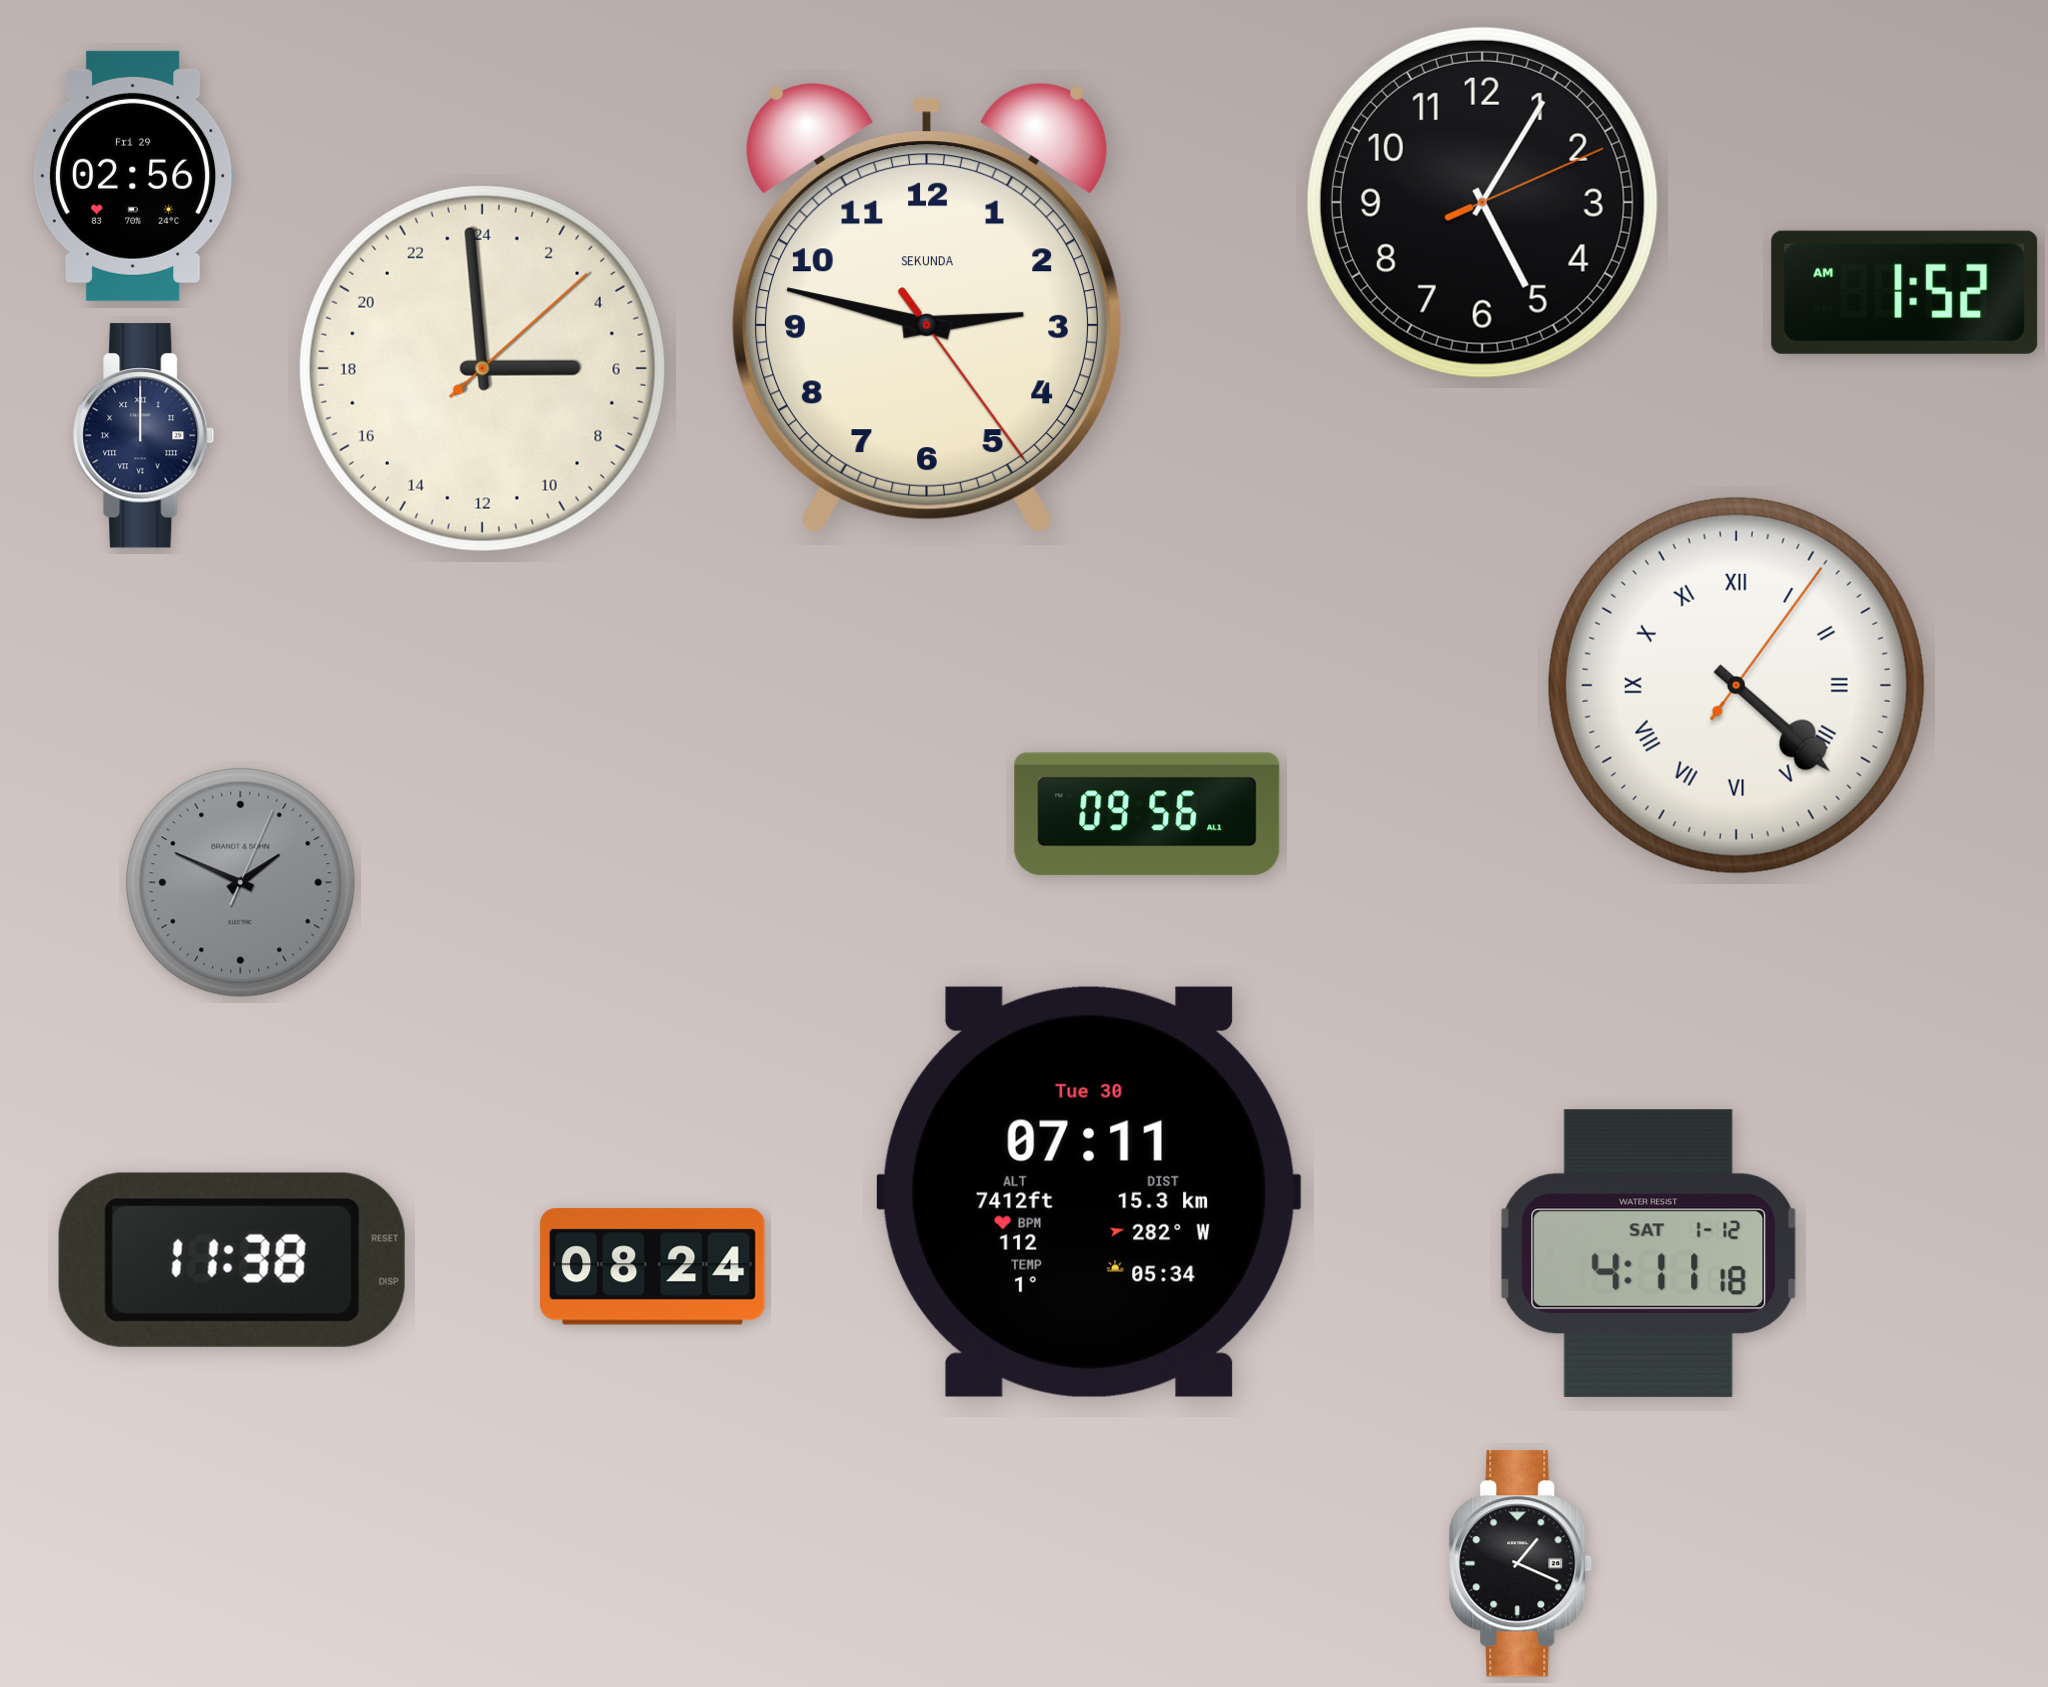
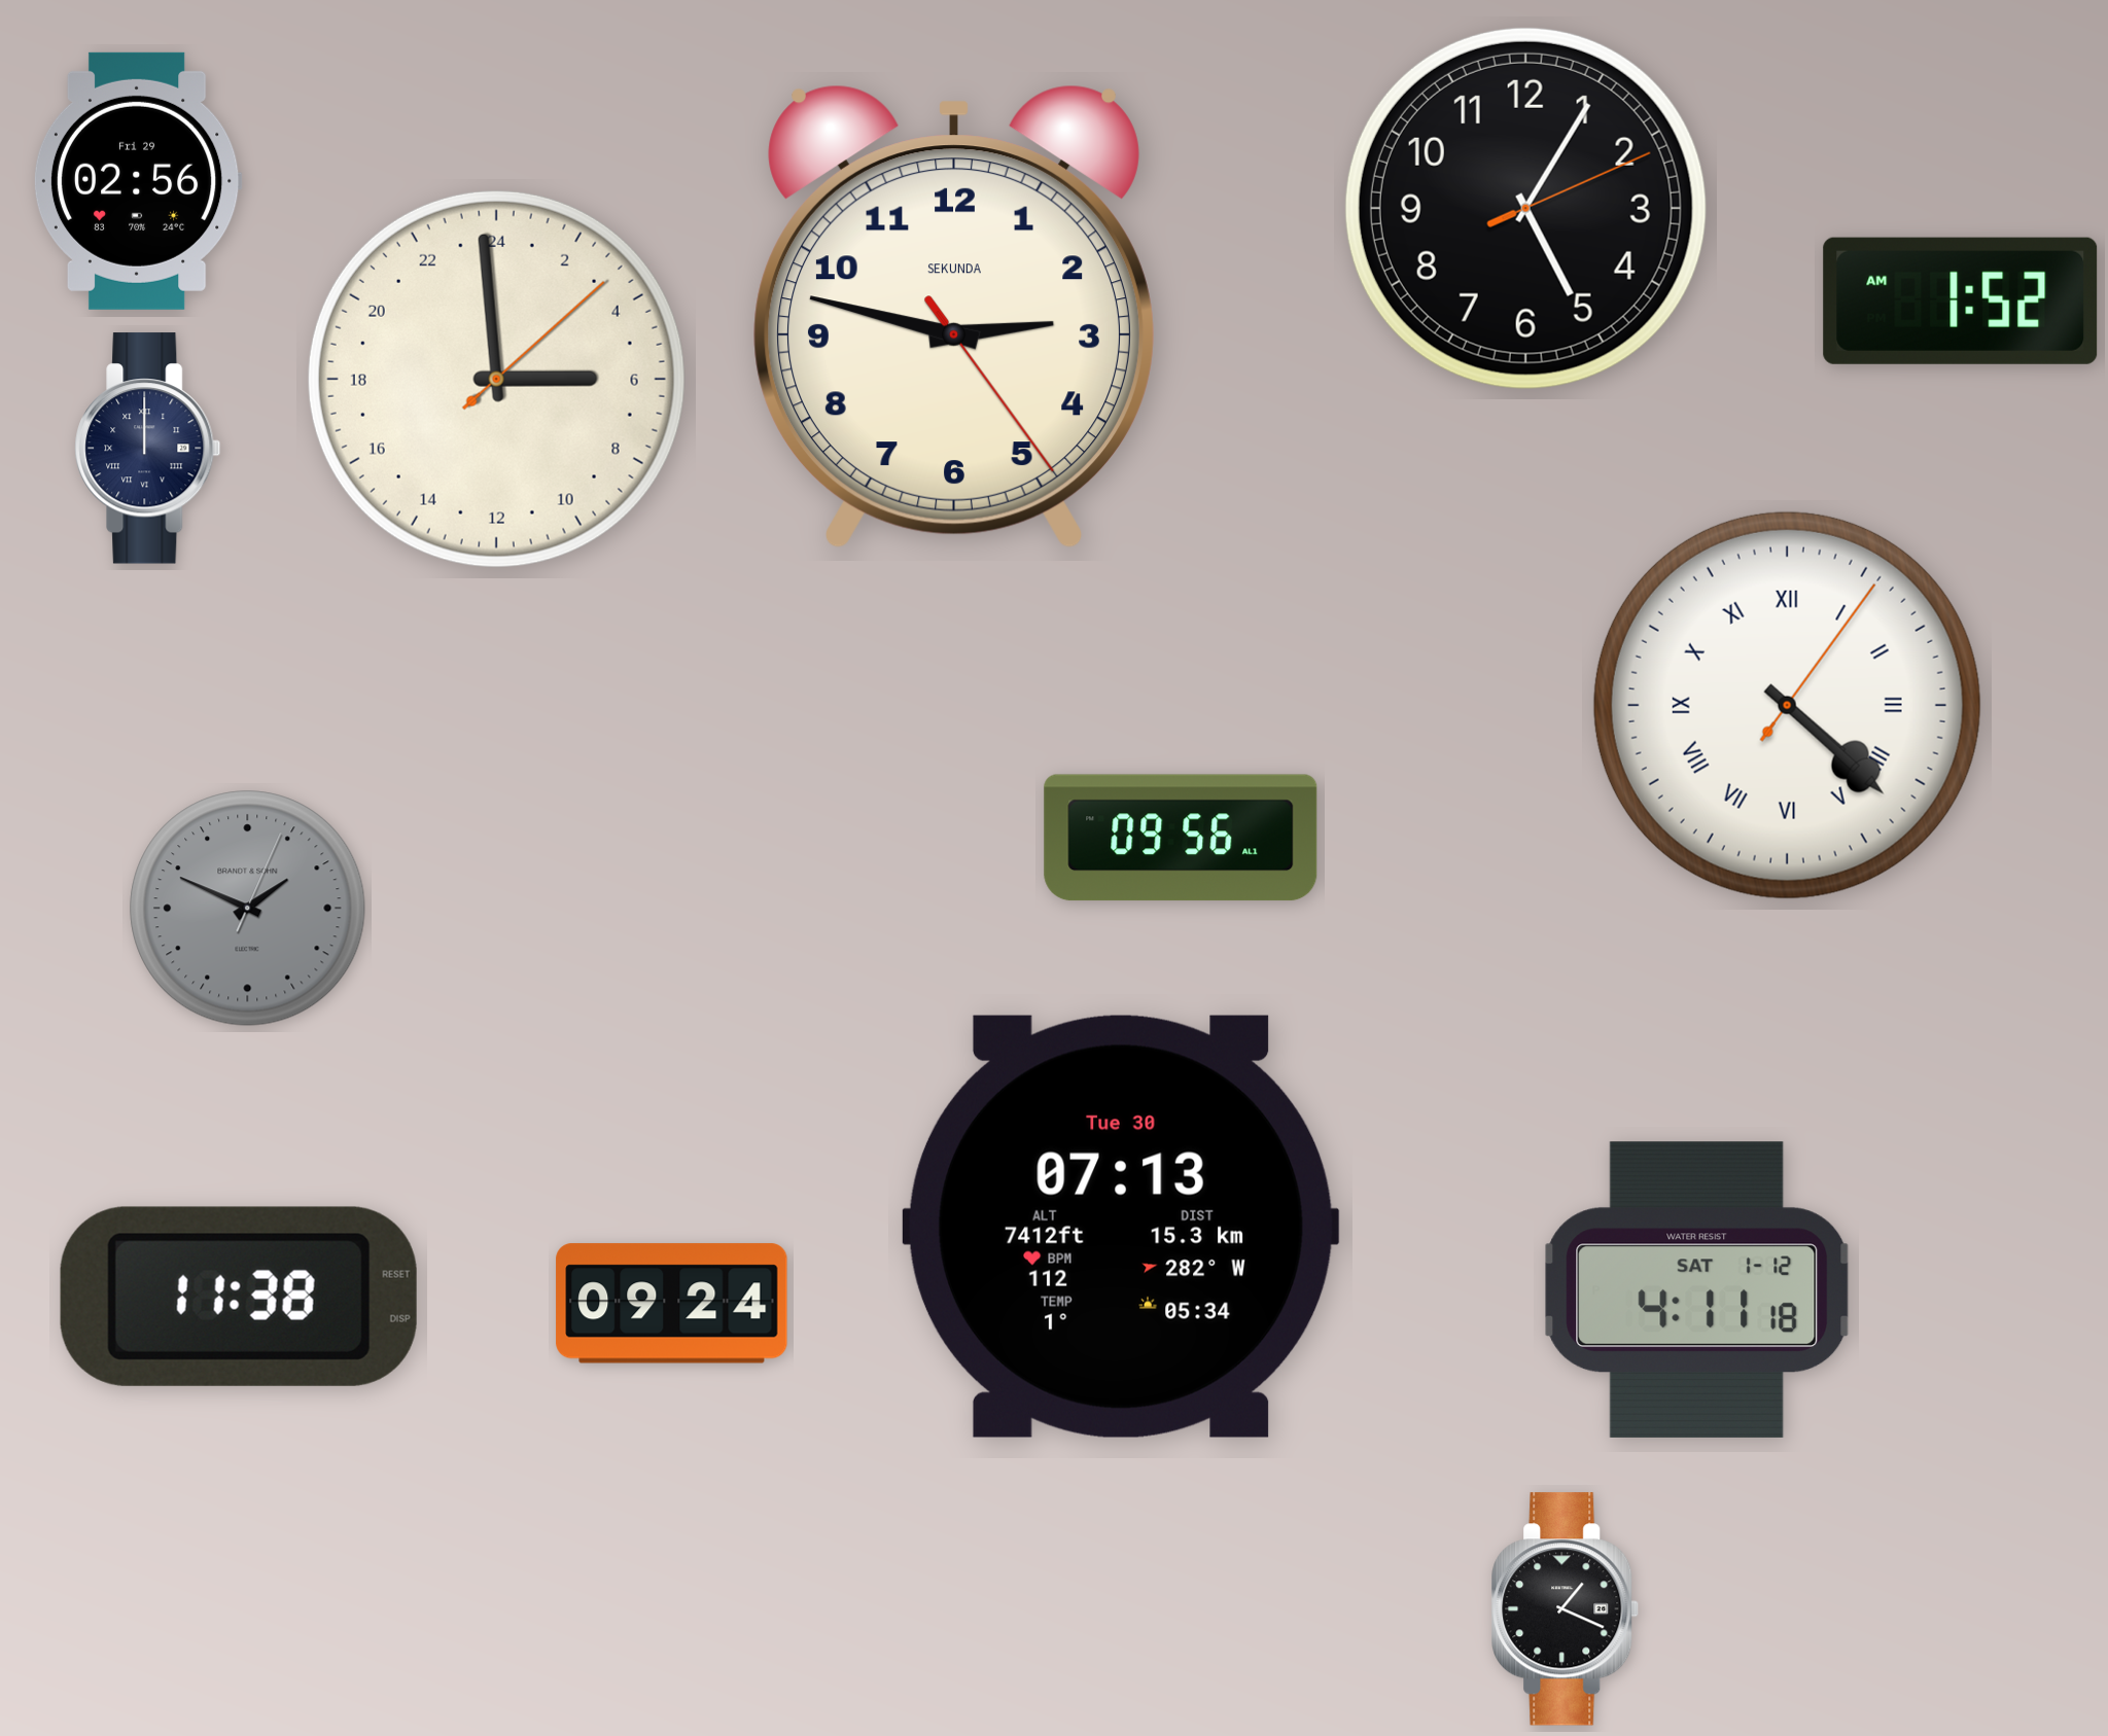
clock at (1089, 1192): 07:11 -> 07:13
clock at (653, 1267): 08:24 -> 09:24
